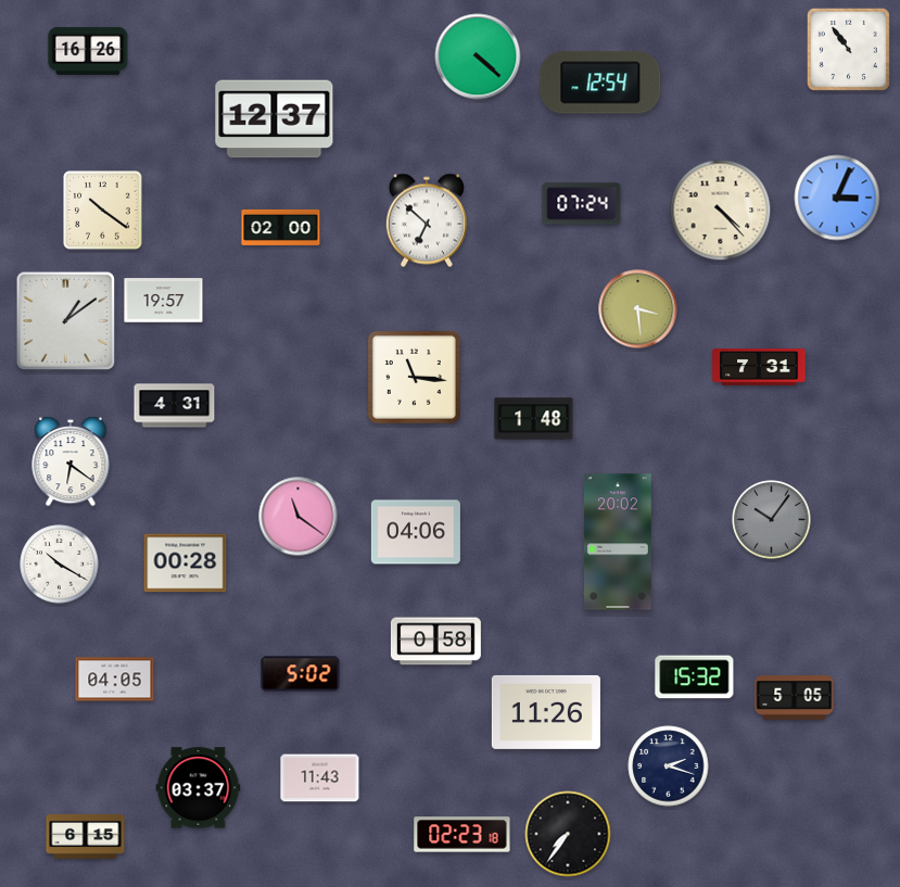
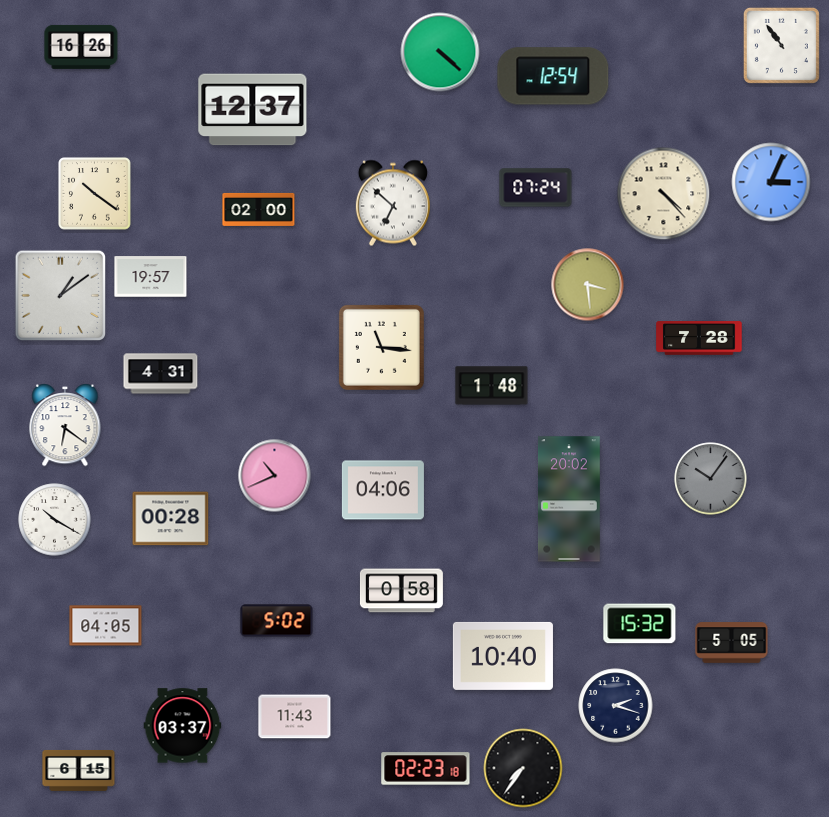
clock at (759, 367): 7:31 -> 7:28
clock at (299, 517): 11:21 -> 10:41
clock at (546, 712): 11:26 -> 10:40
